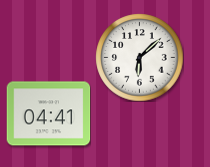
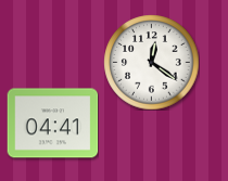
clock at (139, 57): 6:08 -> 12:21
